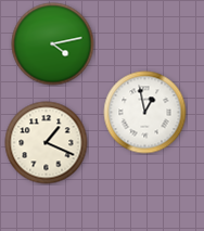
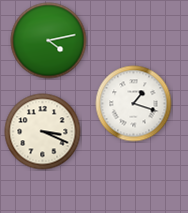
clock at (145, 113): 12:58 -> 1:18
clock at (47, 143): 1:19 -> 3:19
